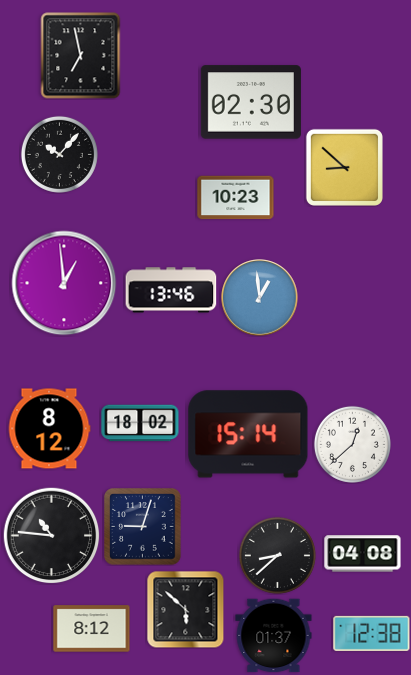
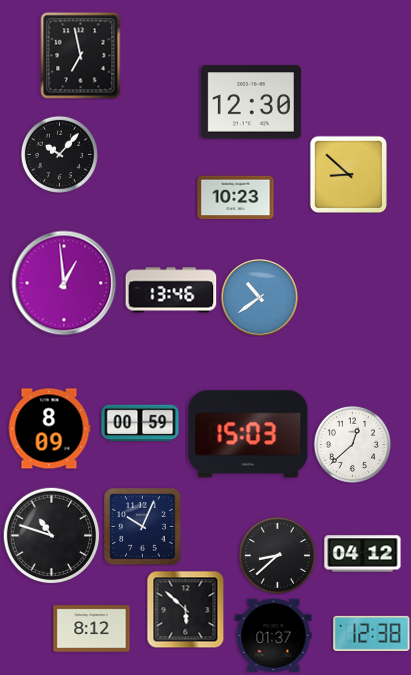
clock at (251, 102): 02:30 -> 12:30
clock at (344, 167) position: (344, 167) -> (348, 174)
clock at (260, 298): 12:59 -> 10:39
clock at (140, 423): 18:02 -> 00:59
clock at (49, 429): 8:12 -> 8:09
clock at (248, 434): 15:14 -> 15:03
clock at (143, 527): 9:03 -> 10:04
clock at (51, 535): 10:46 -> 10:48
clock at (363, 554): 04:08 -> 04:12
